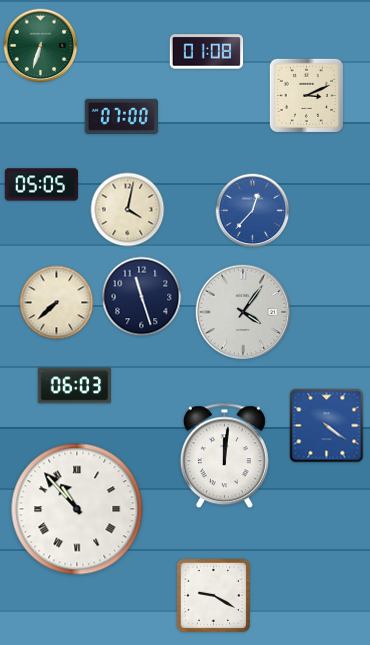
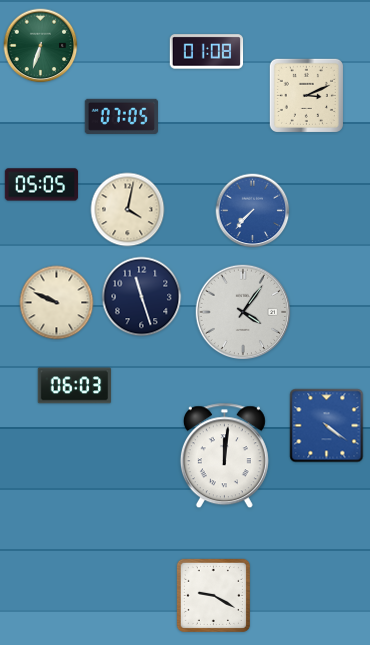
clock at (122, 116): 07:00 -> 07:05
clock at (253, 211): 12:37 -> 7:37
clock at (57, 303): 7:38 -> 9:49
clock at (77, 509): 10:53 -> none
